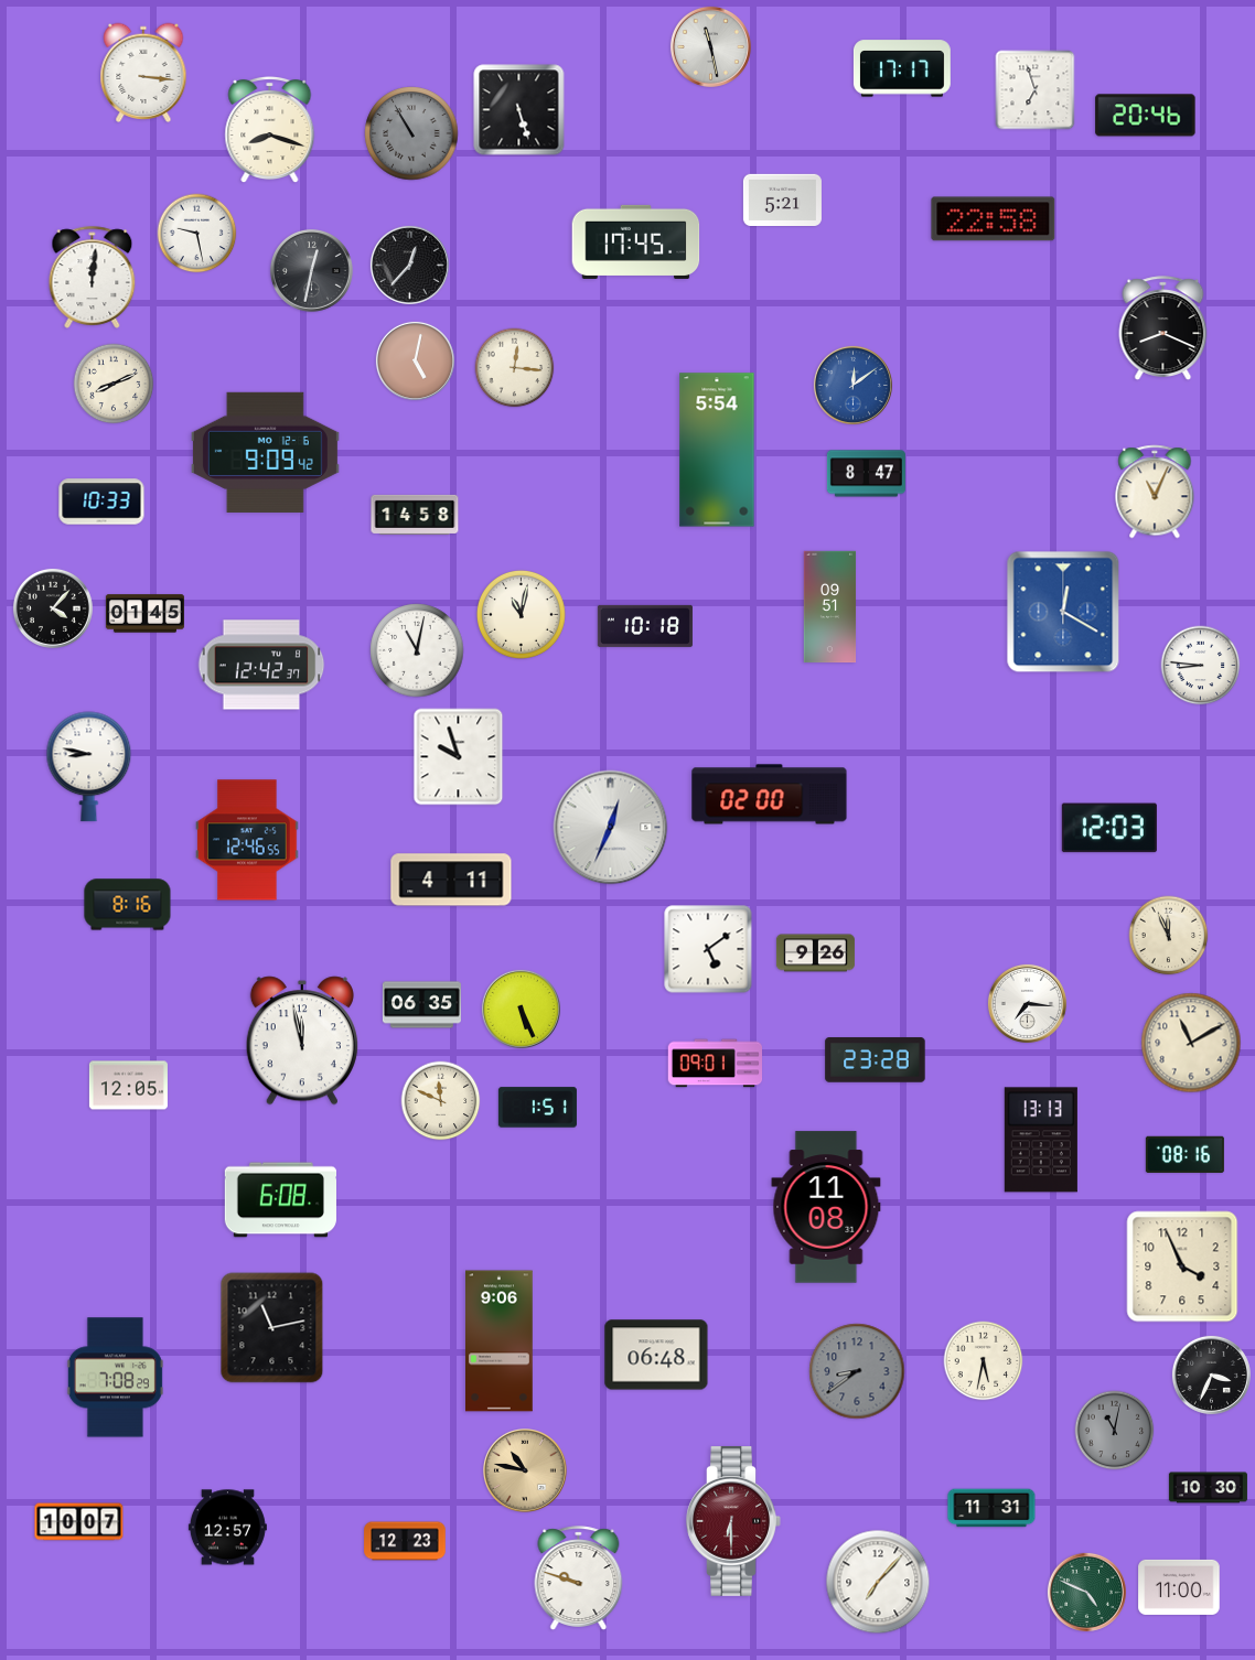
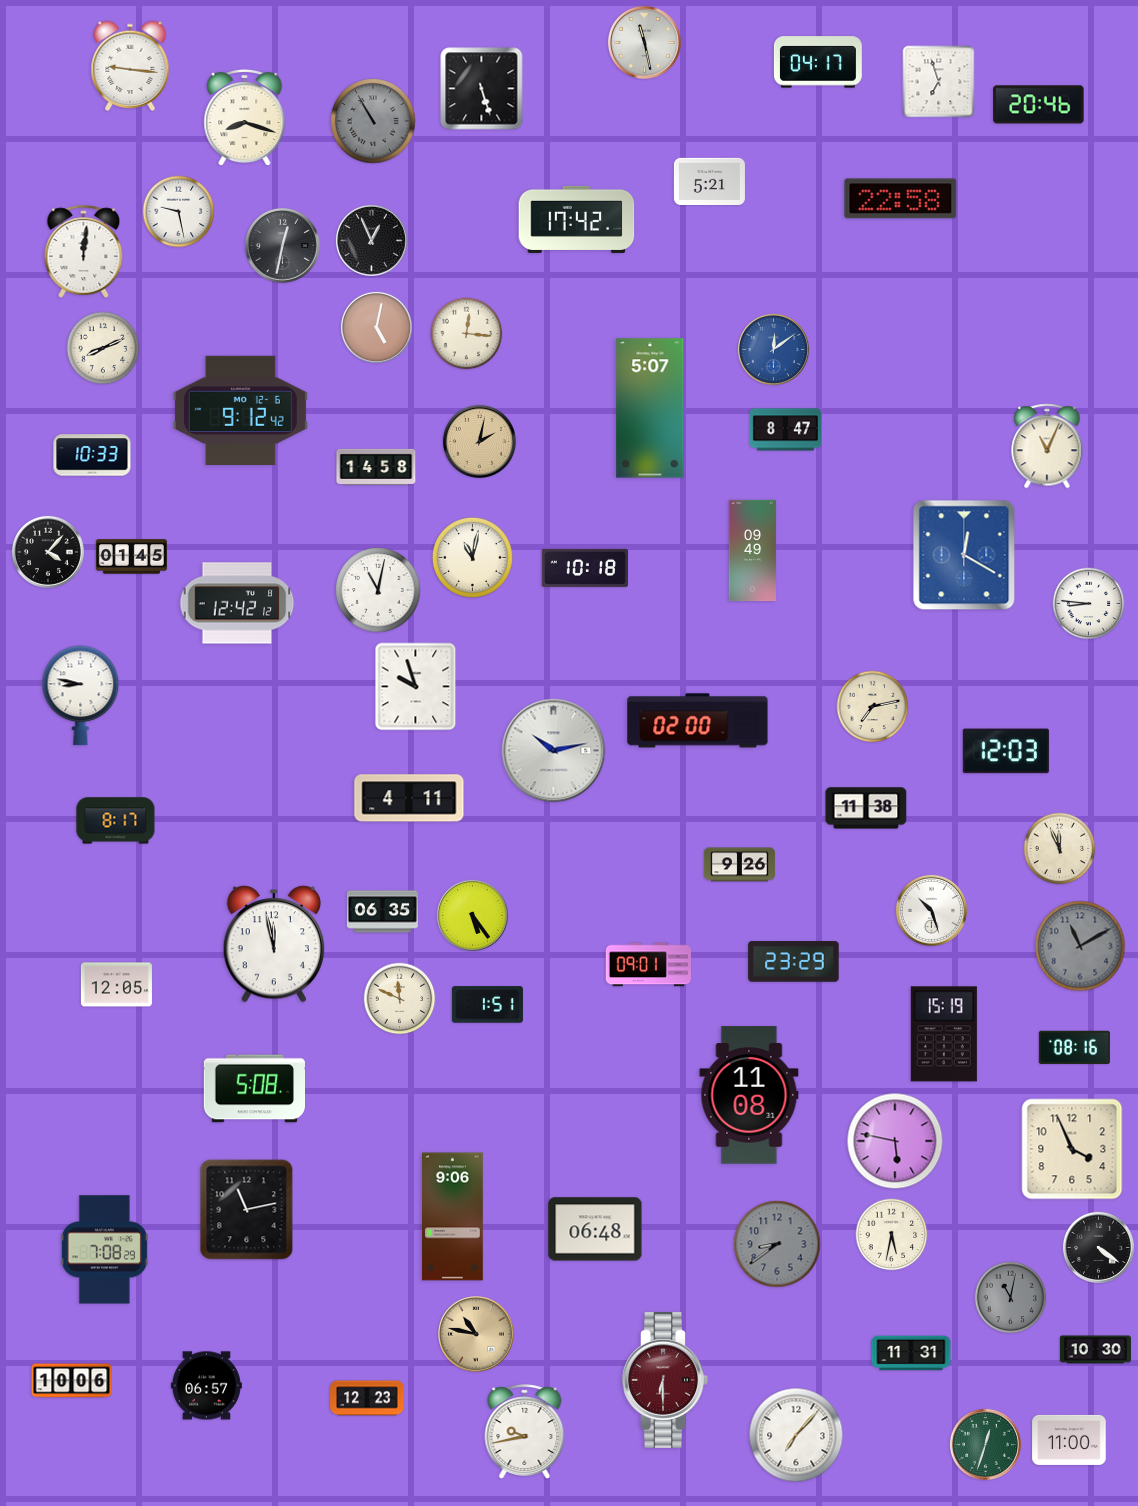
clock at (902, 68): 17:17 -> 04:17
clock at (143, 72): 3:16 -> 9:16
clock at (519, 110) position: (519, 110) -> (482, 89)
clock at (636, 241): 17:45 -> 17:42
clock at (409, 265): 12:37 -> 12:56
clock at (1163, 328): 8:19 -> none
clock at (717, 450): 5:54 -> 5:07
clock at (265, 452): 9:09 -> 9:12
clock at (479, 441): none -> 2:02
clock at (830, 607): 09:51 -> 09:49
clock at (261, 665): 12:42:37 -> 12:42:12
clock at (873, 707): none -> 7:13
clock at (611, 828): 12:34 -> 10:13
clock at (247, 840): 12:46 -> none
clock at (866, 808): none -> 11:38
clock at (128, 905): 8:16 -> 8:17
clock at (708, 949): 5:09 -> none
clock at (1027, 1003): 7:16 -> 10:27
clock at (521, 1009): 5:26 -> 5:24
clock at (1191, 1043) dial: cream -> grey
clock at (876, 1060): 23:28 -> 23:29
clock at (1041, 1140): 13:13 -> 15:19
clock at (280, 1200): 6:08 -> 5:08
clock at (895, 1141): none -> 5:47
clock at (272, 1328) position: (272, 1328) -> (247, 1210)
clock at (1211, 1375): 3:34 -> 4:21
clock at (991, 1508) position: (991, 1508) -> (911, 1353)
clock at (79, 1522): 10:07 -> 10:06
clock at (227, 1528): 12:57 -> 06:57
clock at (579, 1578): 9:48 -> 9:43
clock at (1086, 1592): 4:49 -> 12:33
